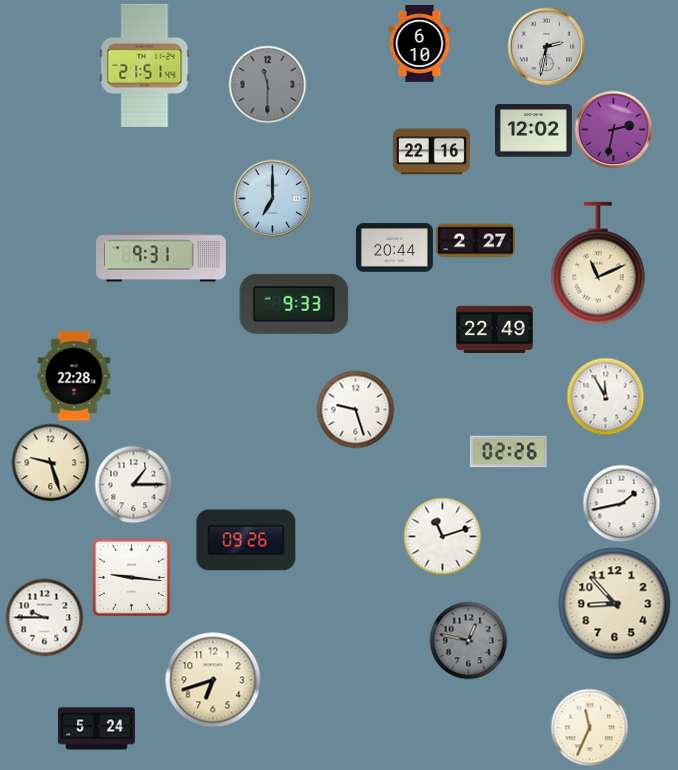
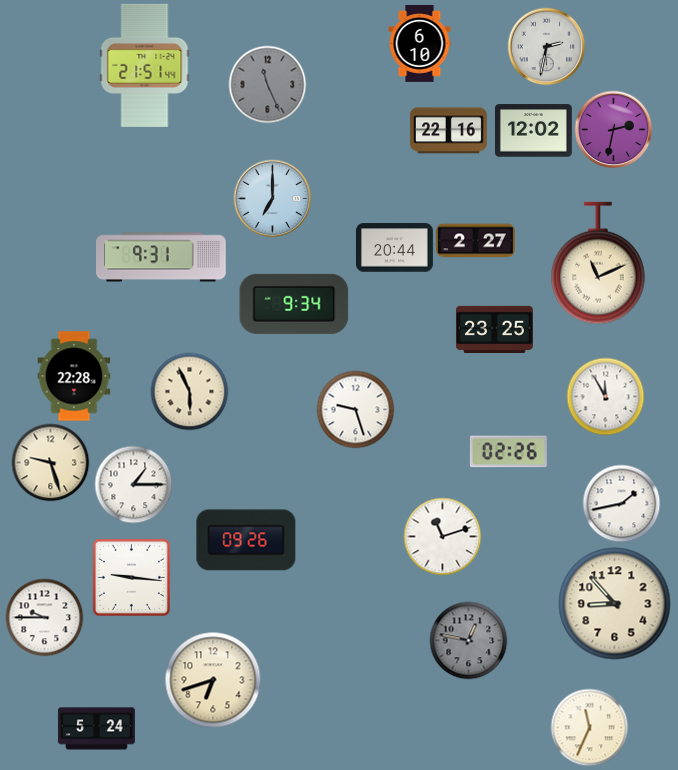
clock at (267, 84): 11:30 -> 11:26
clock at (431, 152) position: (431, 152) -> (448, 131)
clock at (294, 304): 9:33 -> 9:34
clock at (494, 329): 22:49 -> 23:25
clock at (189, 391): none -> 5:56
